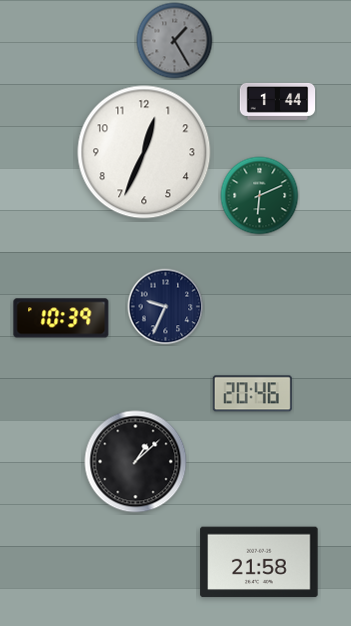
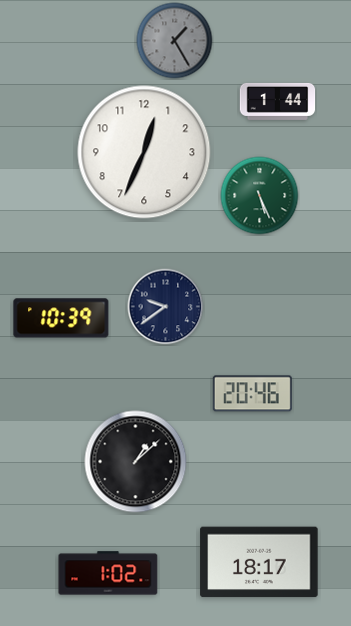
clock at (260, 196): 6:11 -> 5:26
clock at (166, 307): 9:34 -> 9:39
clock at (259, 562): 21:58 -> 18:17
clock at (108, 573): none -> 1:02
